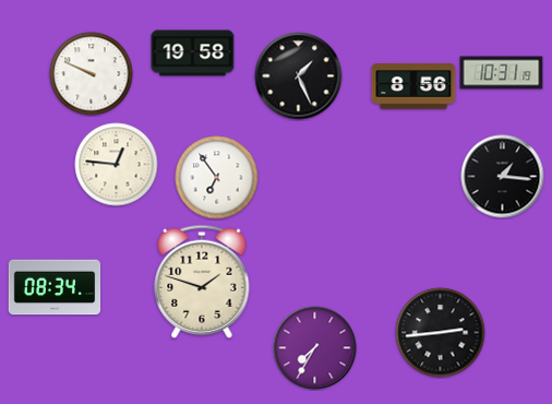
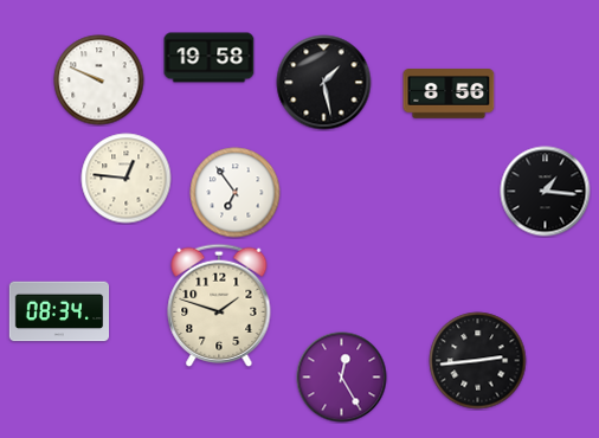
clock at (502, 73): 10:31 -> none
clock at (299, 76): 1:26 -> 1:28
clock at (315, 348): 7:35 -> 12:25
